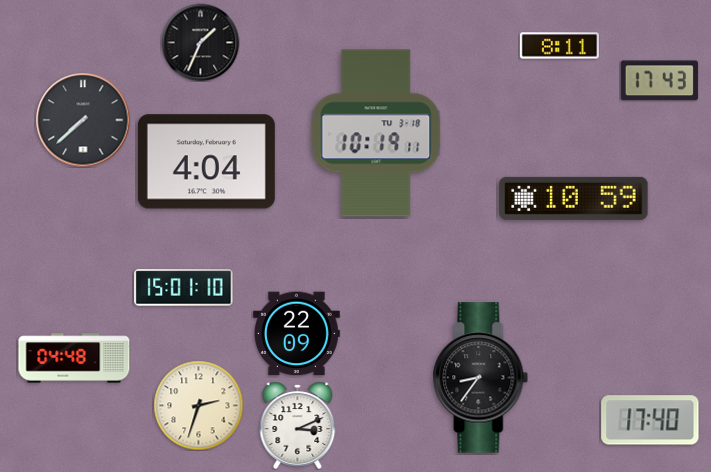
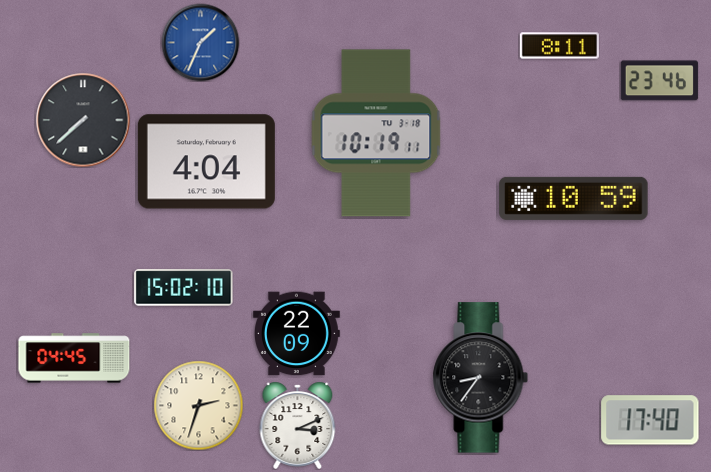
clock at (200, 42) dial: black -> blue
clock at (659, 81): 17:43 -> 23:46
clock at (184, 288): 15:01 -> 15:02
clock at (74, 358): 04:48 -> 04:45
